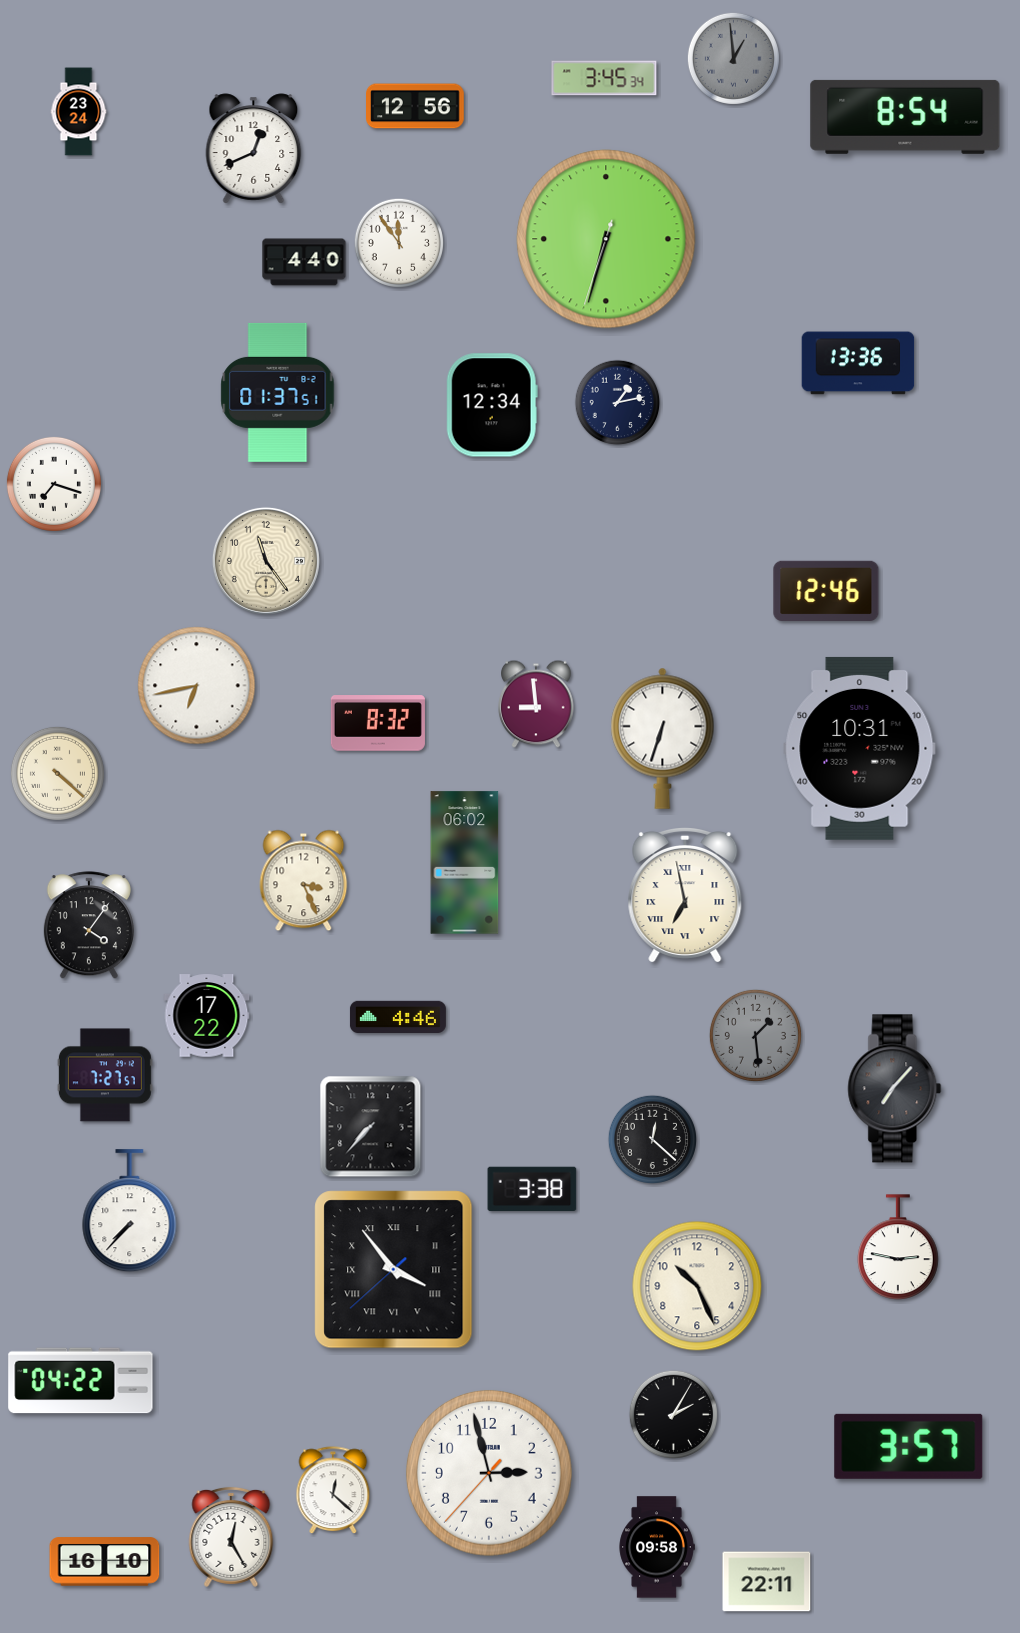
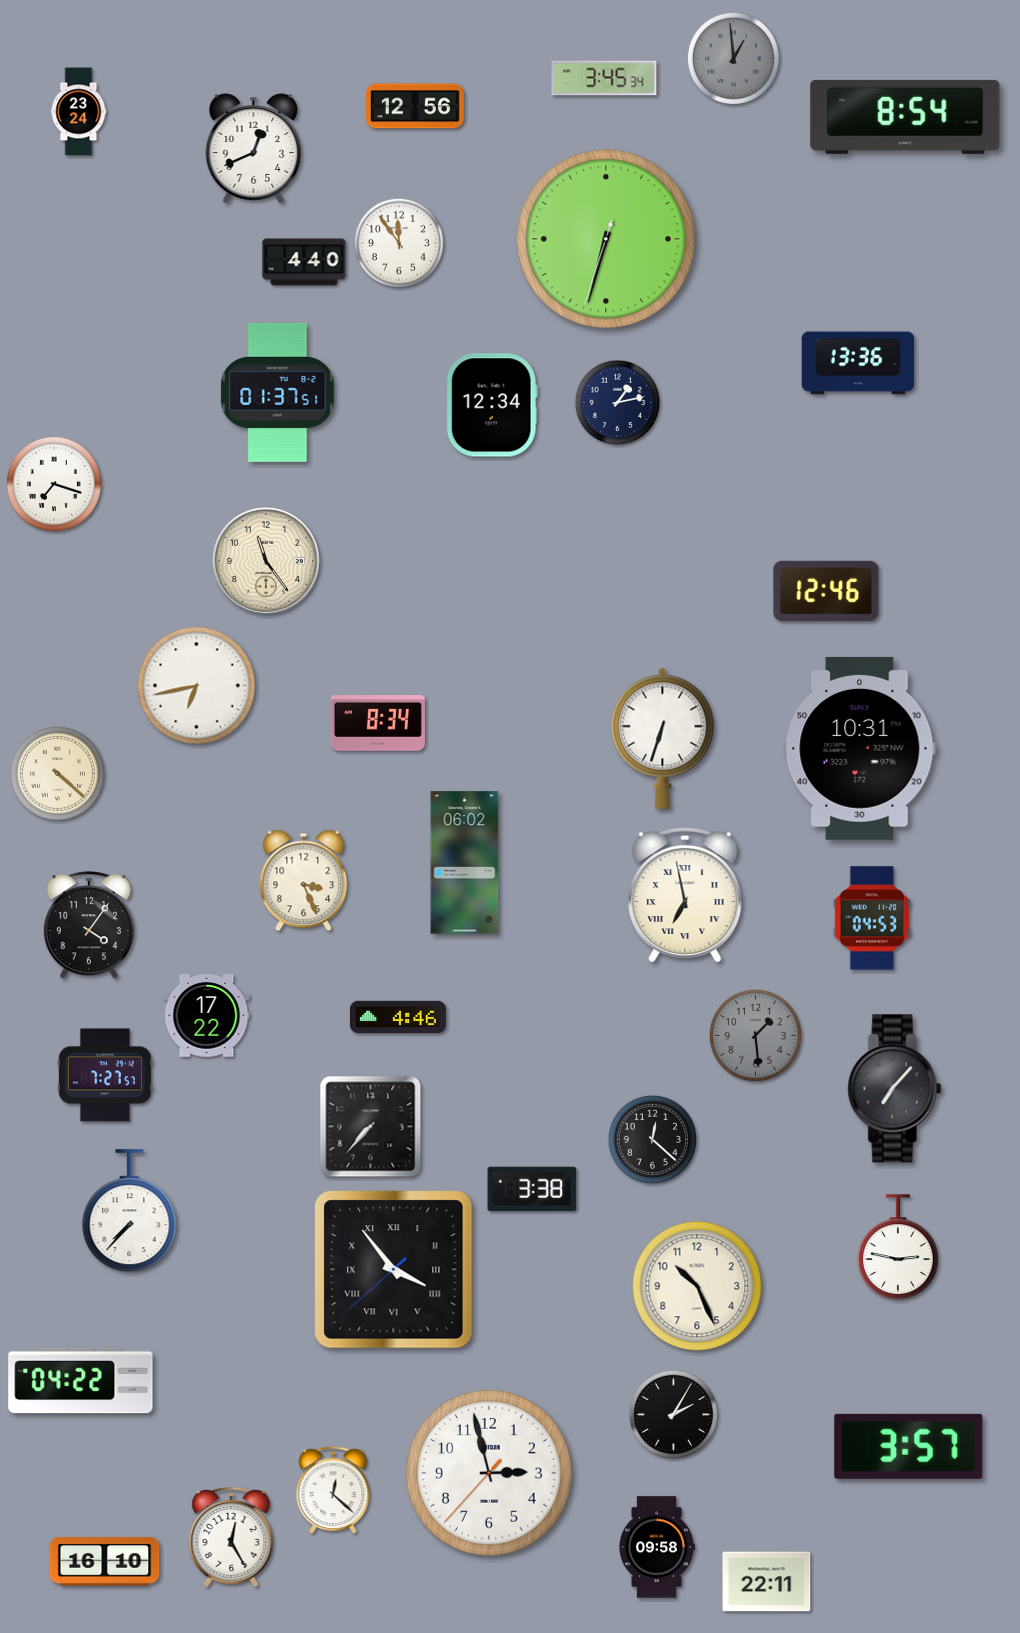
clock at (537, 704): 8:59 -> none
clock at (378, 723): 8:32 -> 8:34
clock at (871, 918): none -> 04:53
